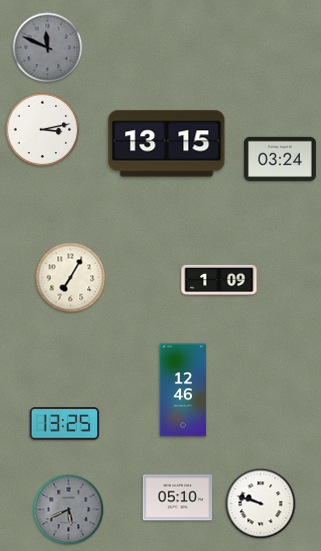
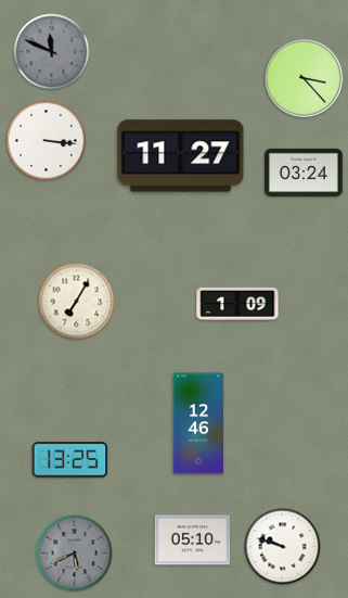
clock at (304, 78): none -> 3:23
clock at (43, 130): 3:13 -> 3:16
clock at (167, 144): 13:15 -> 11:27
